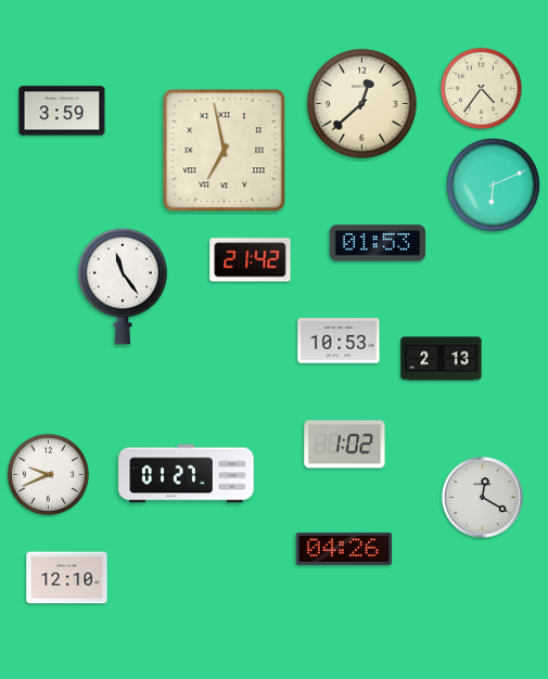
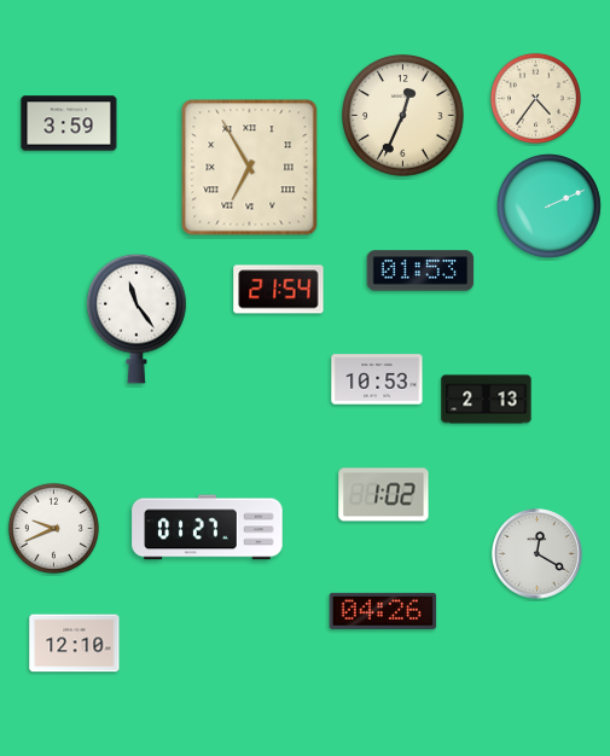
clock at (362, 104): 12:38 -> 12:34
clock at (225, 151): 6:58 -> 6:55
clock at (493, 184): 6:11 -> 2:11
clock at (251, 260): 21:42 -> 21:54
clock at (442, 359) position: (442, 359) -> (487, 400)
